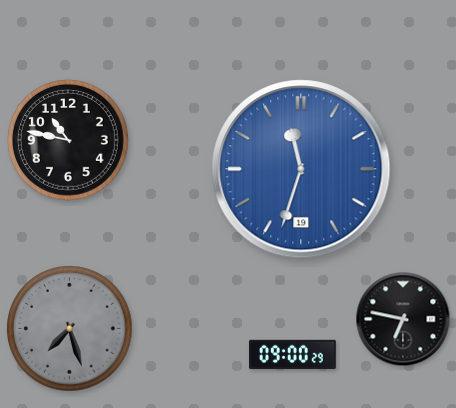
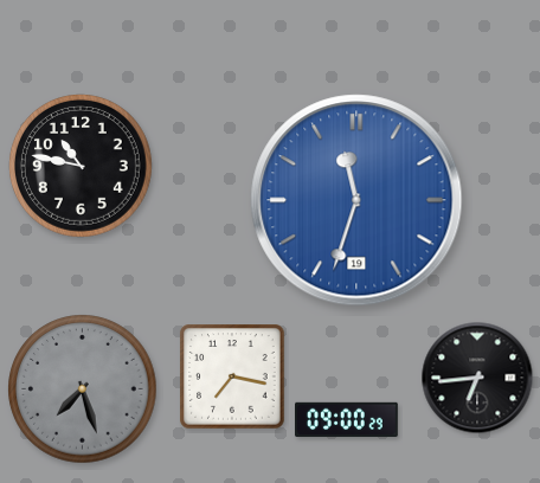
clock at (232, 376): none -> 7:17
clock at (403, 319): 6:47 -> 6:44
